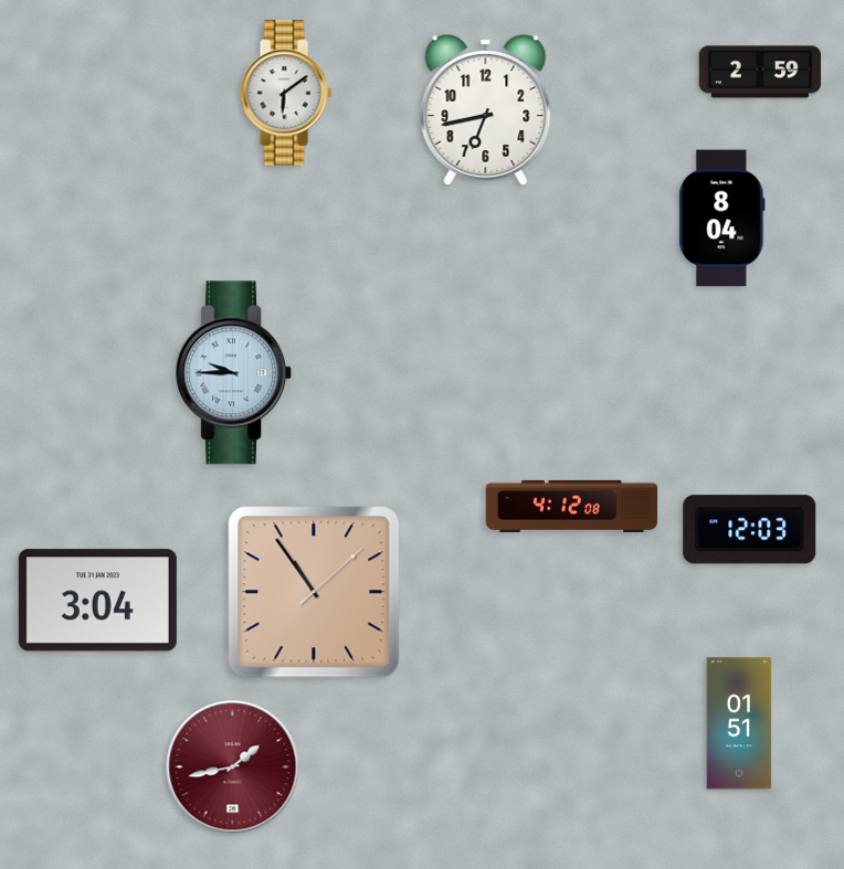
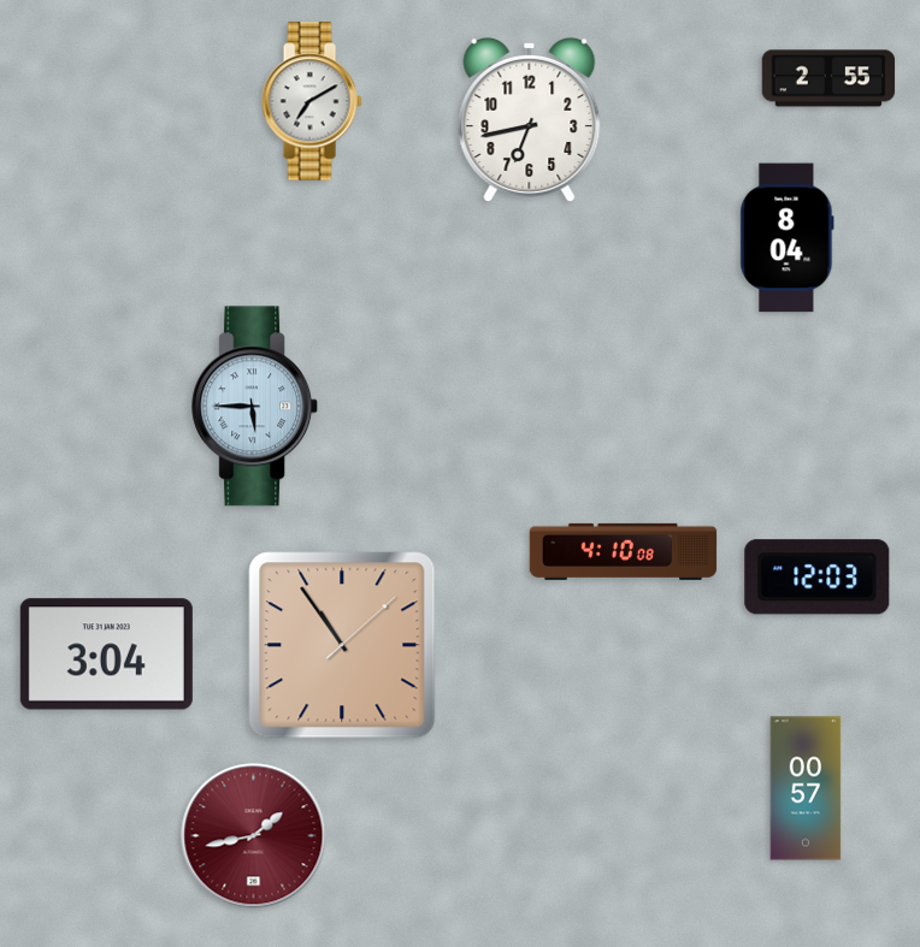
clock at (760, 72): 2:59 -> 2:55
clock at (286, 93): 6:09 -> 7:10
clock at (234, 373): 9:45 -> 5:45
clock at (572, 506): 4:12 -> 4:10
clock at (739, 723): 01:51 -> 00:57
